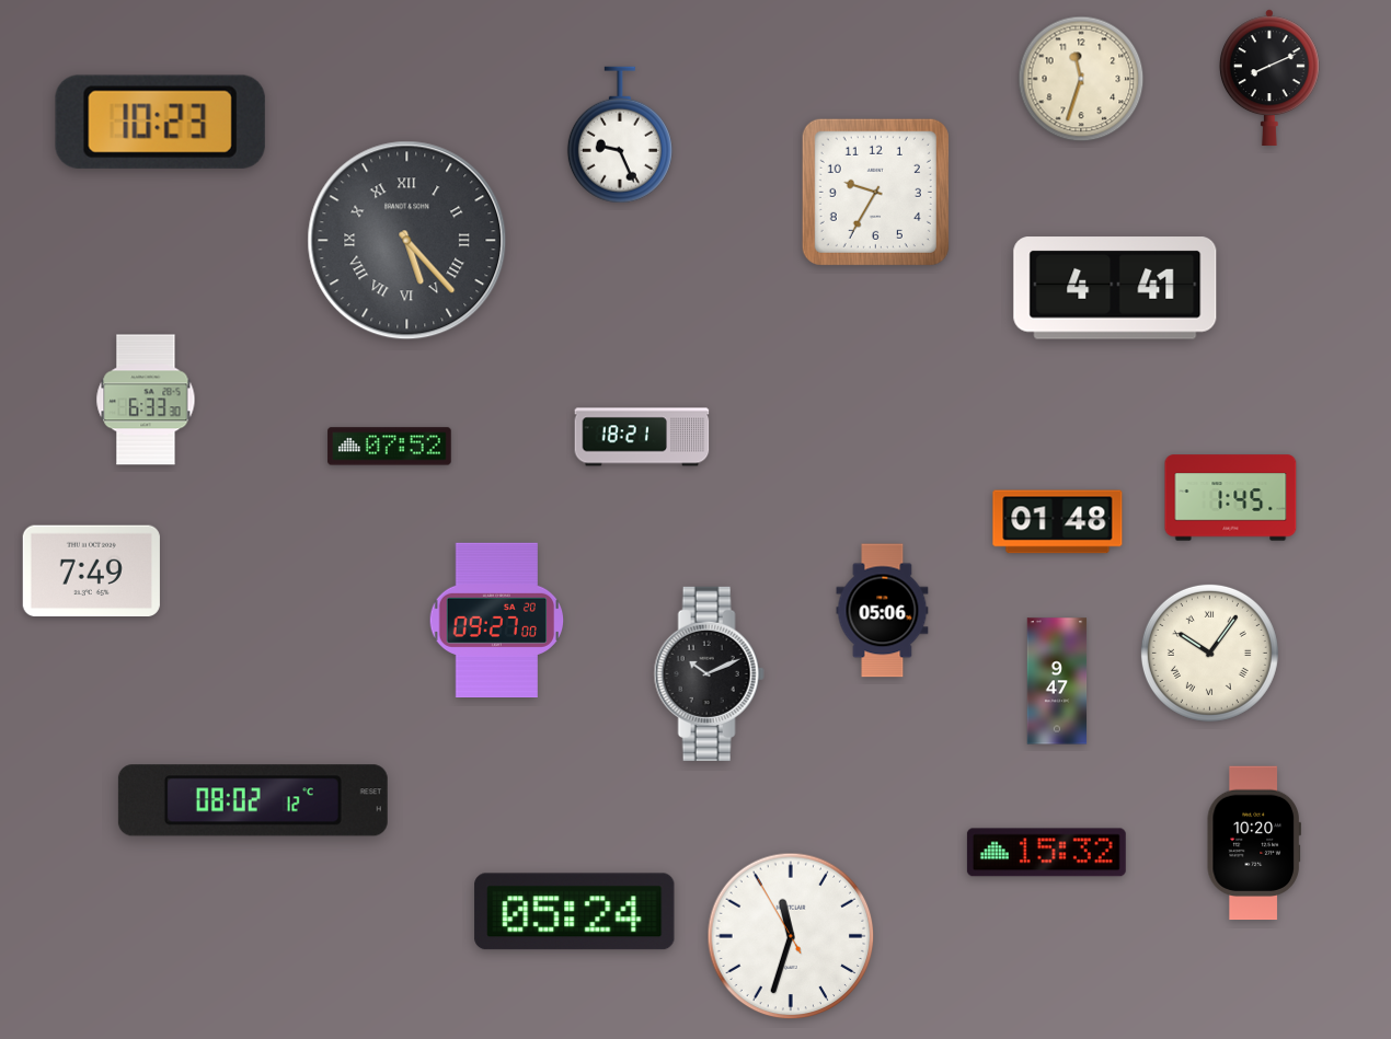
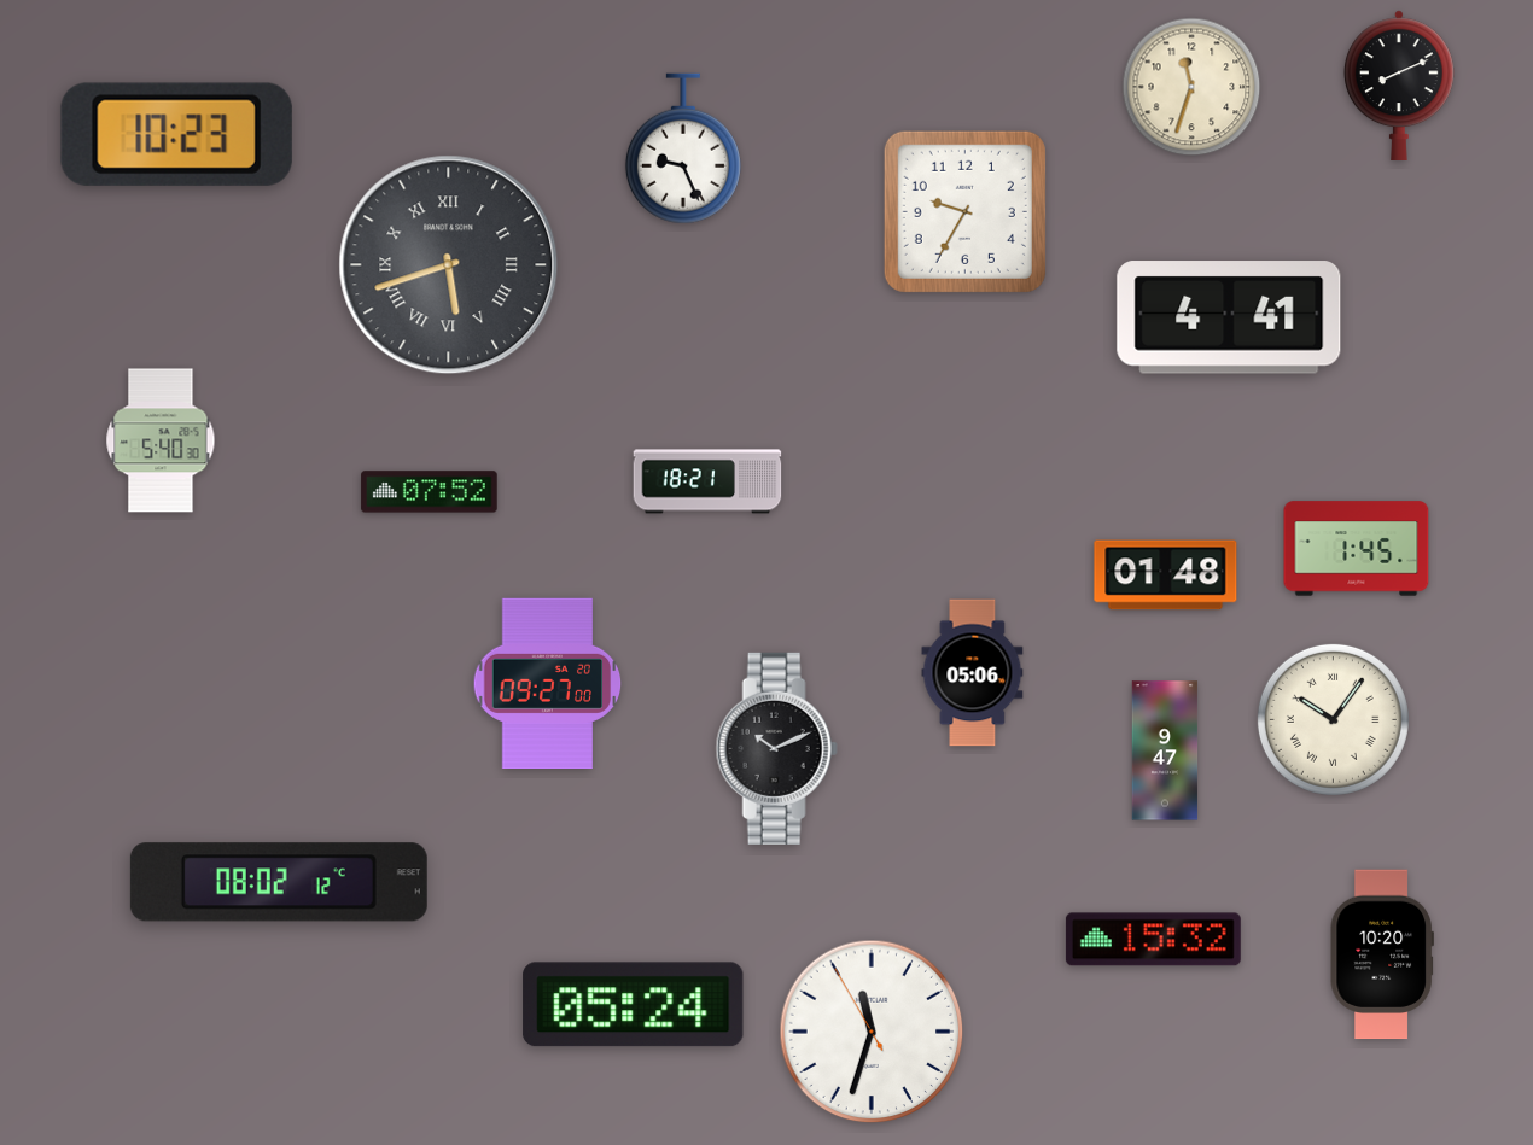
clock at (407, 241): 5:23 -> 5:42
clock at (146, 400): 6:33 -> 5:40
clock at (91, 570): 7:49 -> none
clock at (709, 673) position: (709, 673) -> (776, 748)
clock at (1254, 843) position: (1254, 843) -> (1382, 954)
